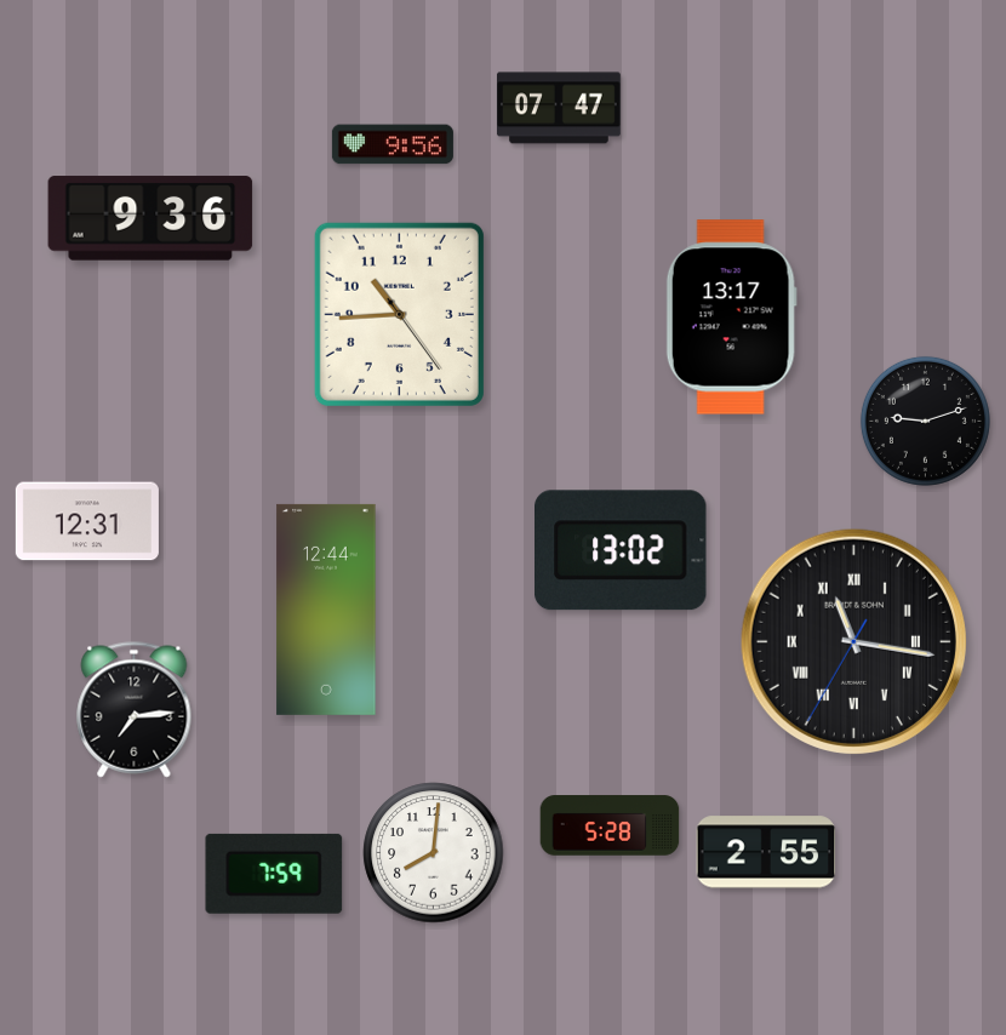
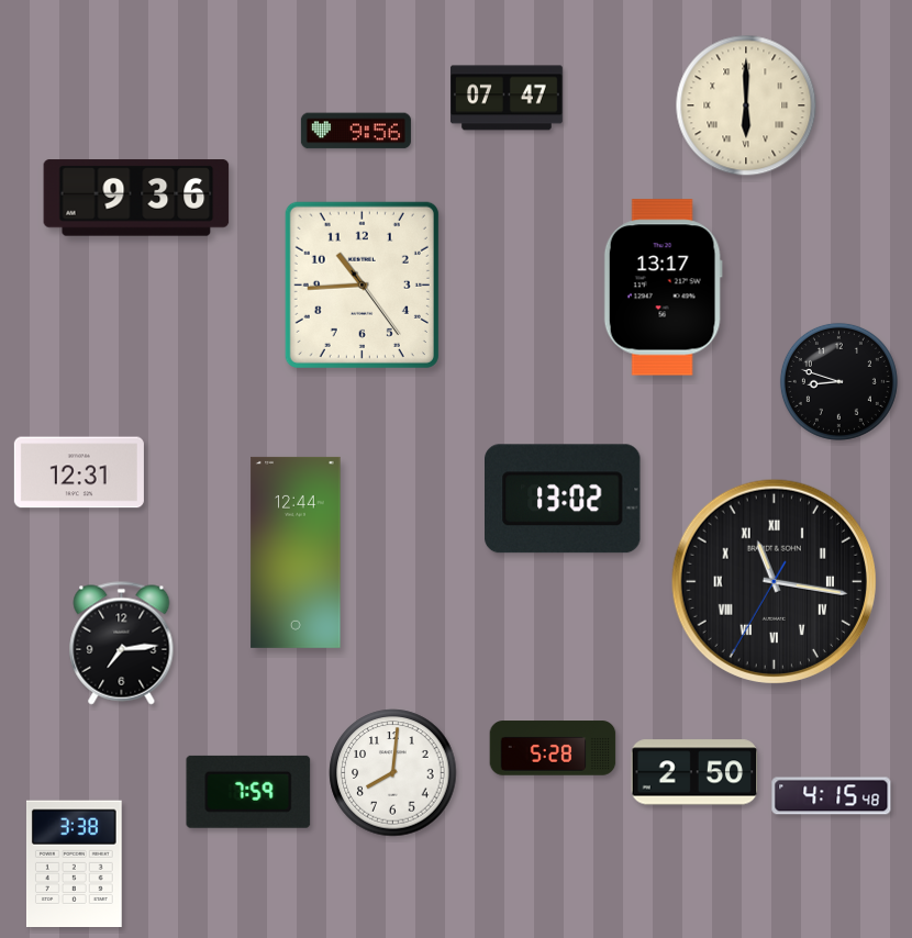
clock at (746, 105): none -> 6:00
clock at (925, 421): 9:12 -> 8:48
clock at (766, 852): 2:55 -> 2:50
clock at (832, 796): none -> 4:15
clock at (74, 863): none -> 3:38
